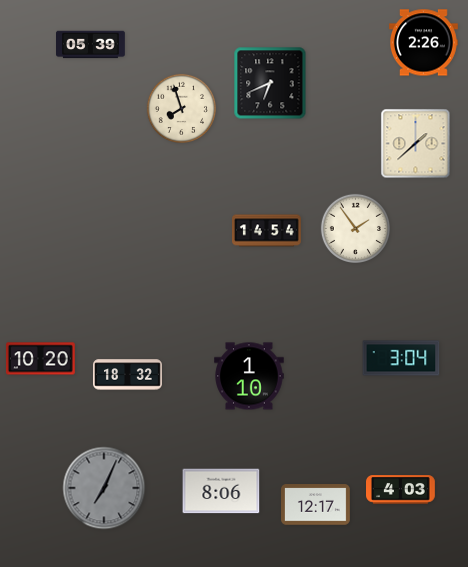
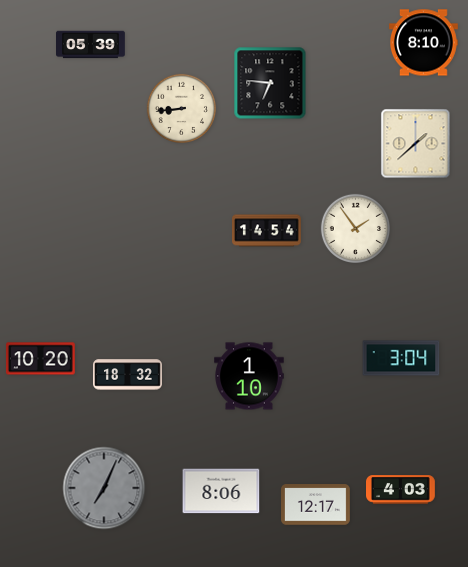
clock at (424, 43): 2:26 -> 8:10
clock at (270, 83): 6:41 -> 6:46
clock at (181, 108): 7:57 -> 8:44
